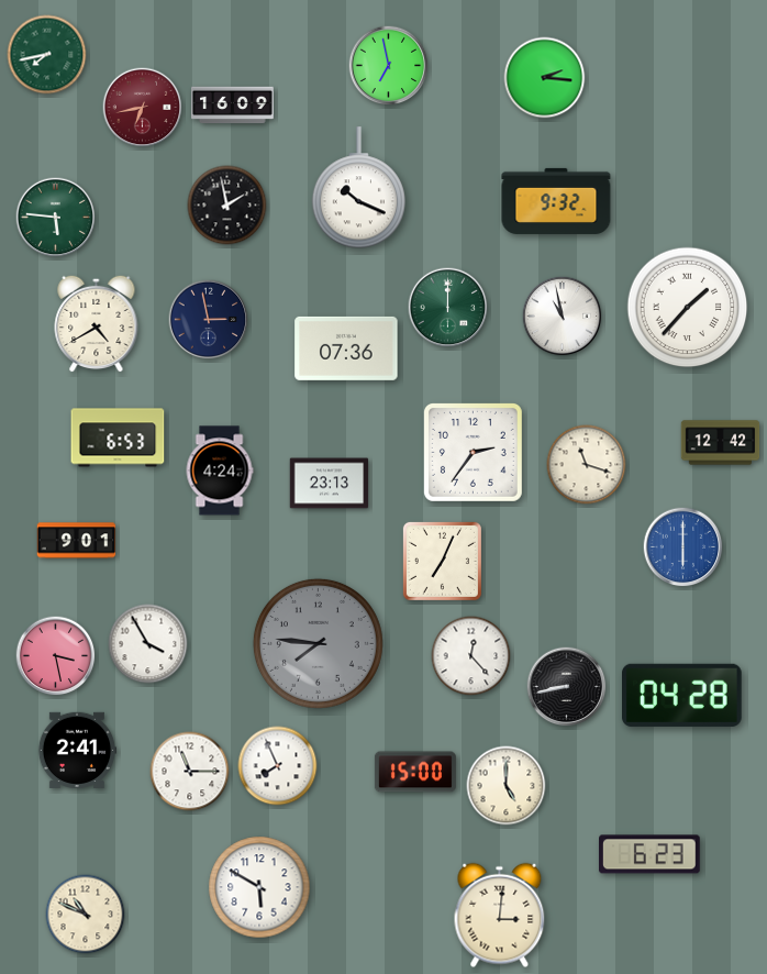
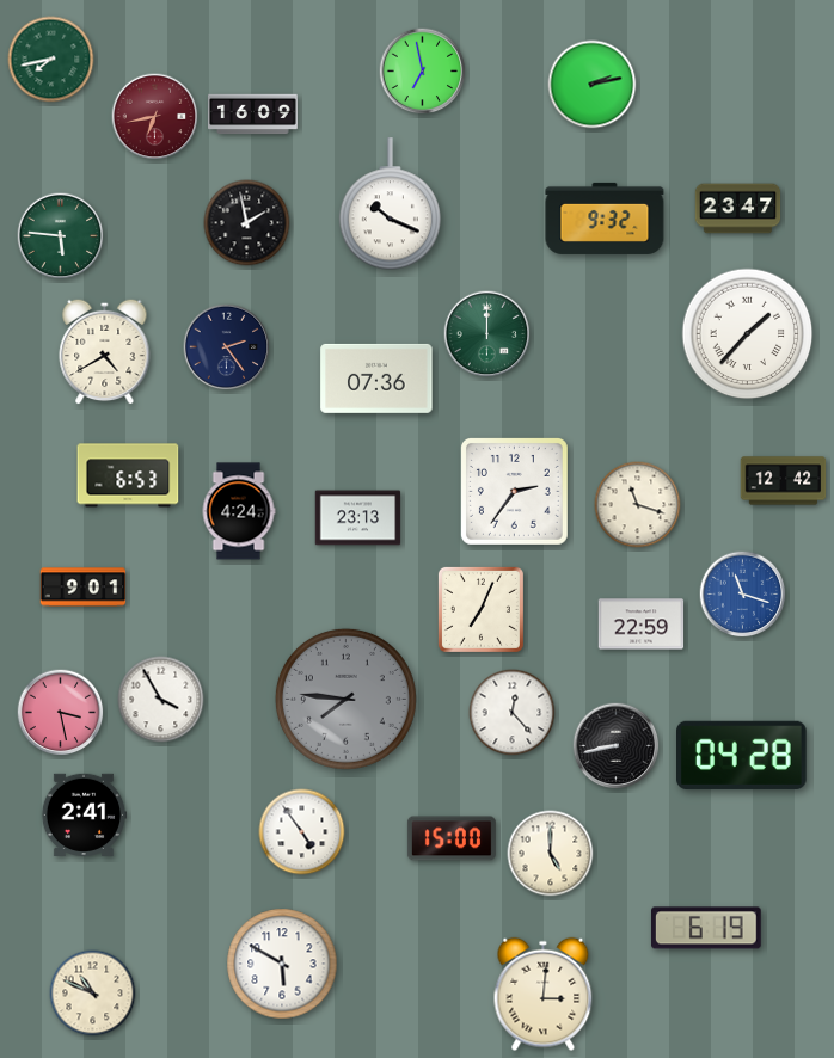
clock at (545, 78): 2:16 -> 2:13
clock at (738, 209): none -> 23:47
clock at (563, 317): 10:58 -> none
clock at (209, 320): 2:58 -> 2:24
clock at (330, 484) position: (330, 484) -> (358, 518)
clock at (683, 547): 6:00 -> 11:18
clock at (642, 625): none -> 22:59
clock at (278, 766): 7:56 -> 4:54
clock at (190, 772): 11:15 -> none
clock at (651, 854): 6:23 -> 6:19
